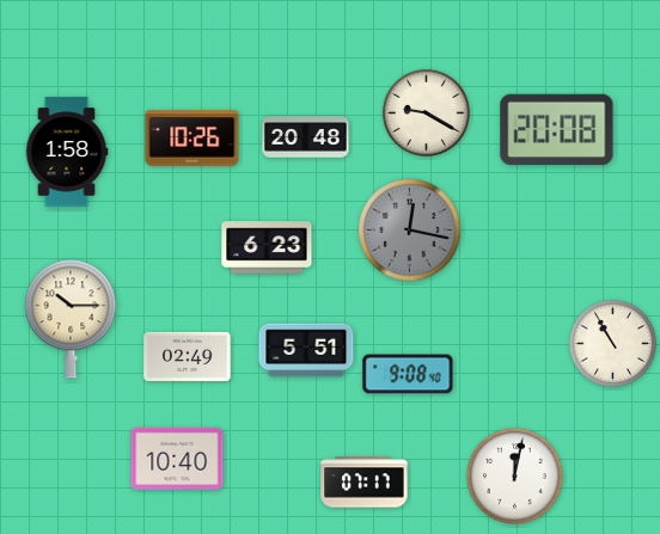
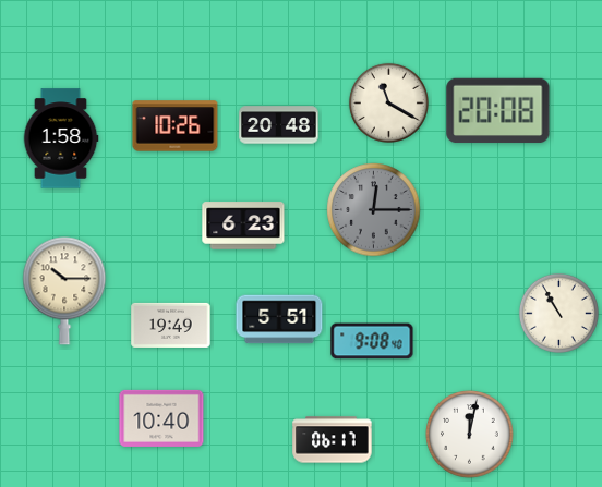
clock at (426, 112): 9:20 -> 11:20
clock at (557, 130) position: (557, 130) -> (498, 111)
clock at (410, 231): 12:17 -> 12:15
clock at (188, 356): 02:49 -> 19:49
clock at (365, 483): 07:17 -> 06:17
